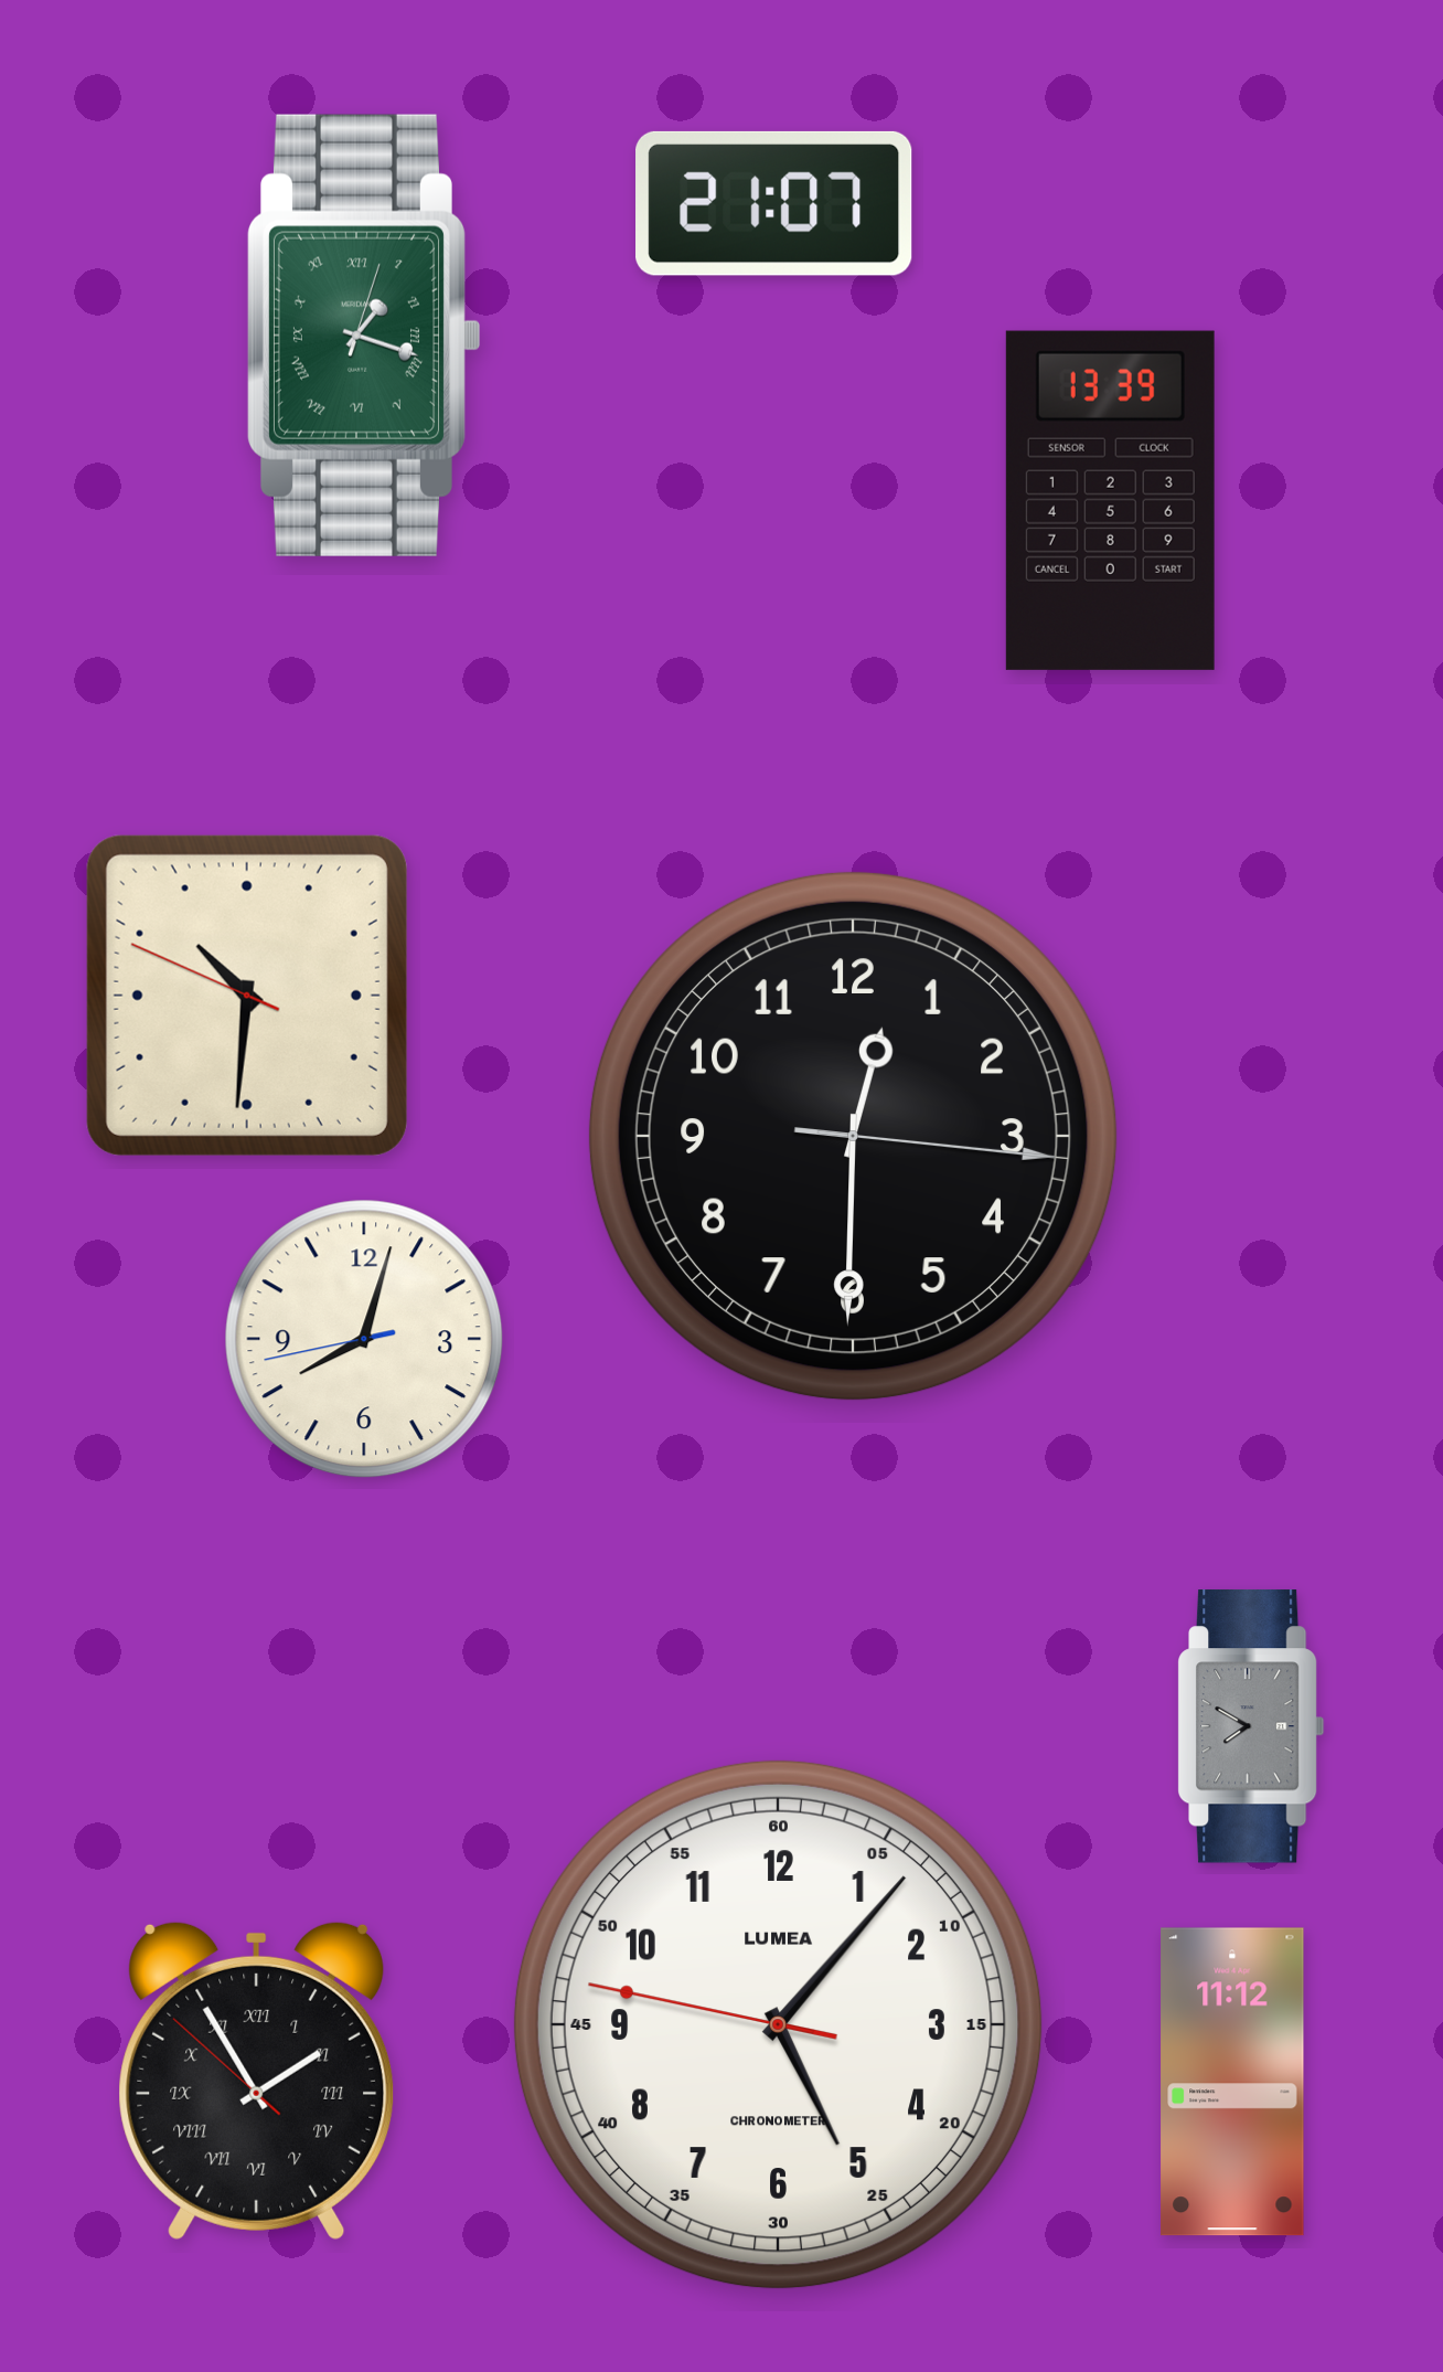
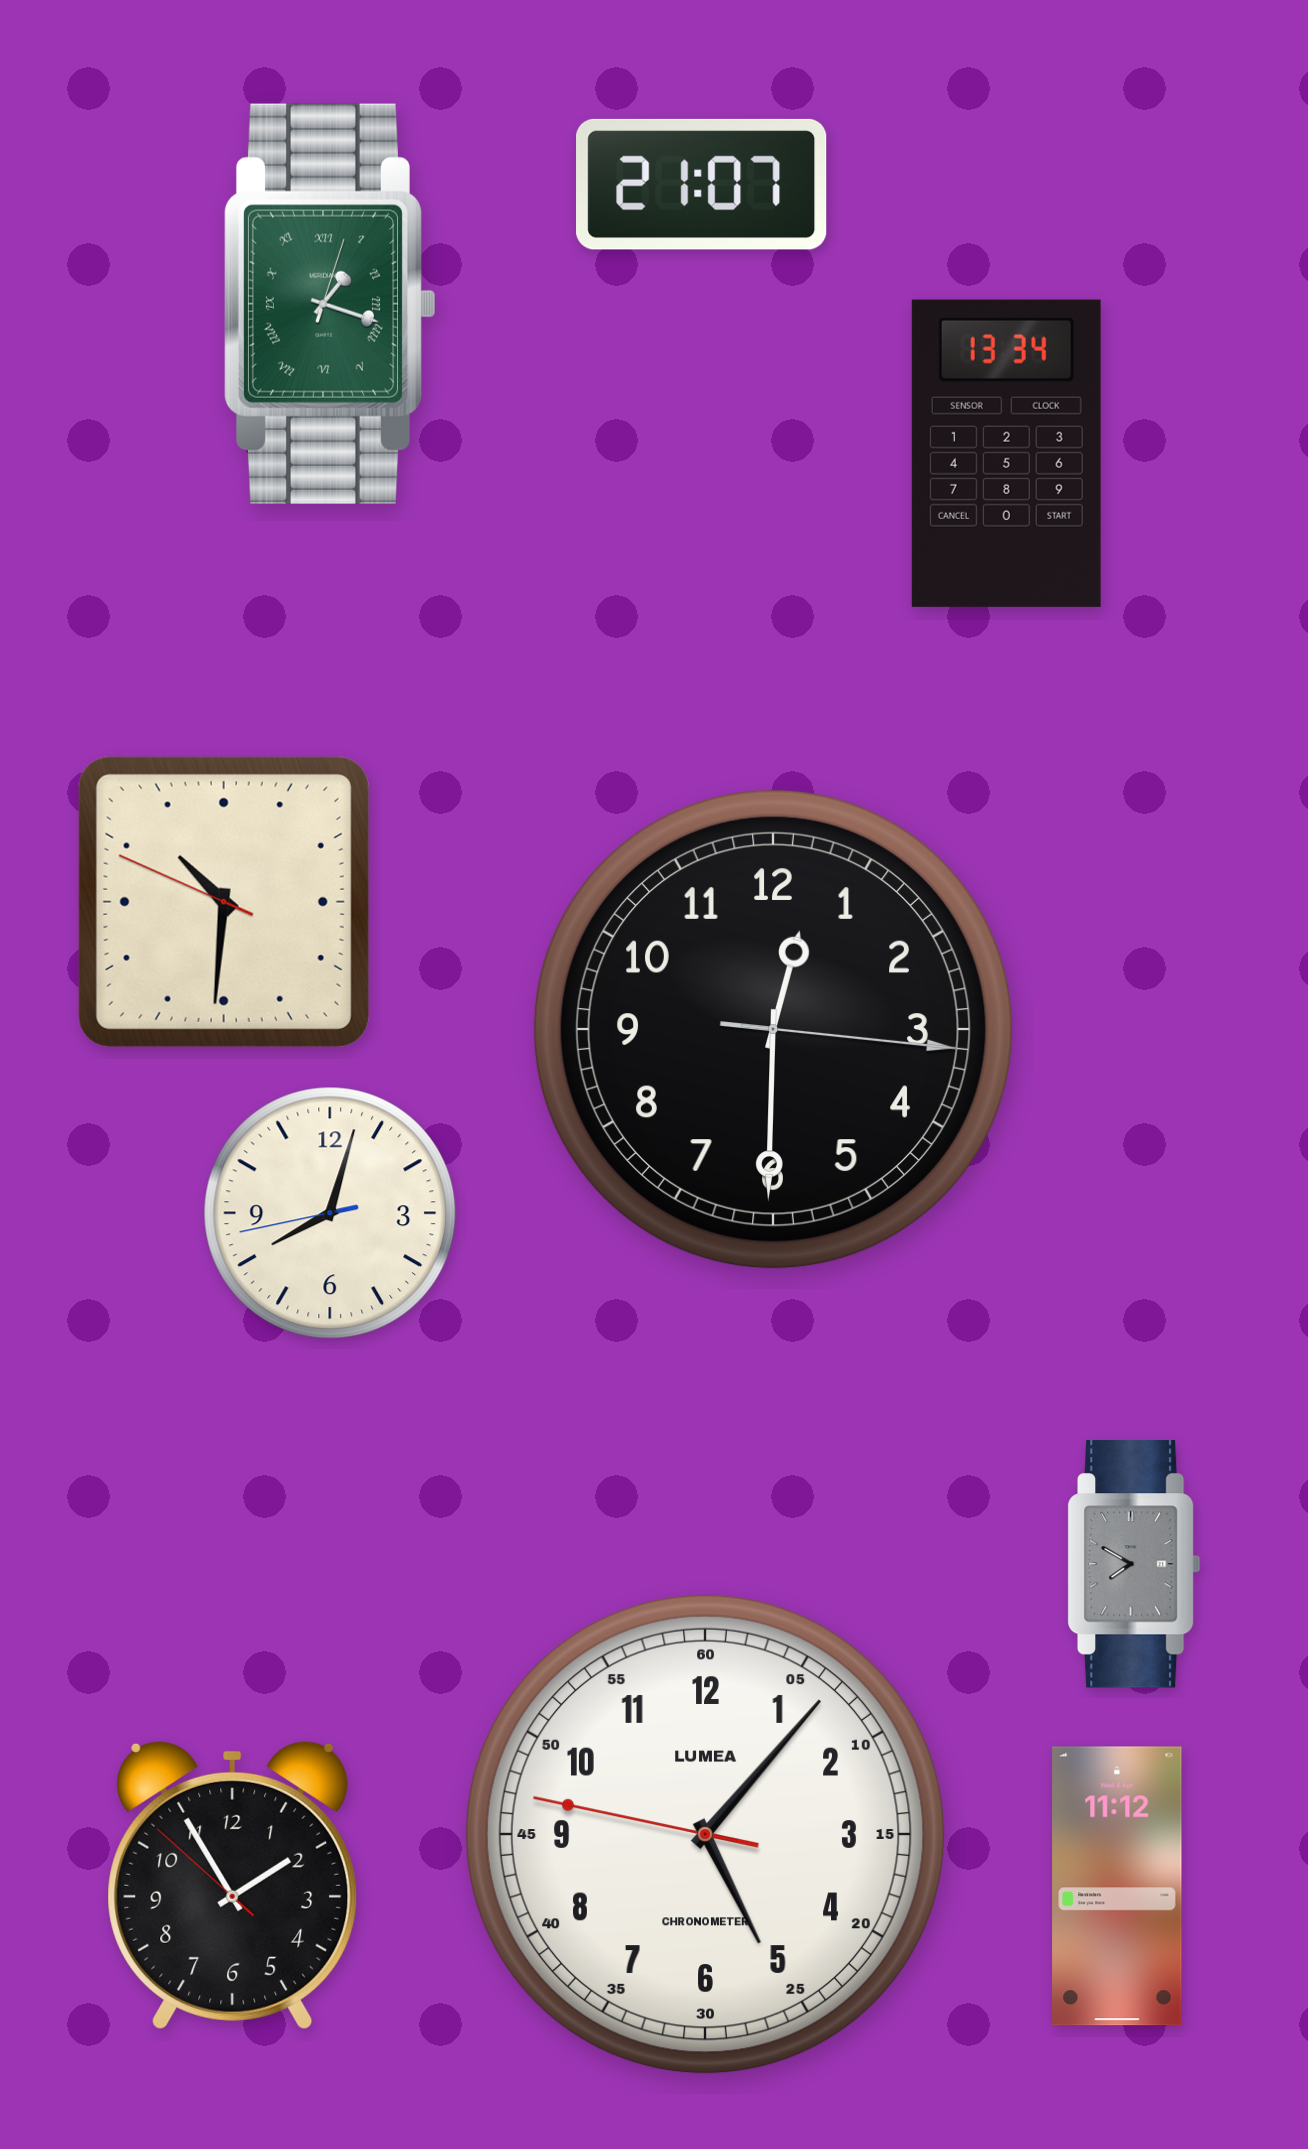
clock at (1110, 500): 13:39 -> 13:34
clock at (257, 2081) numerals: Roman -> Arabic
